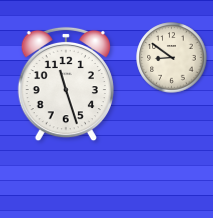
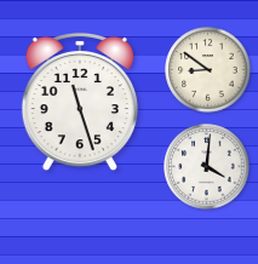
clock at (207, 167): none -> 4:01
